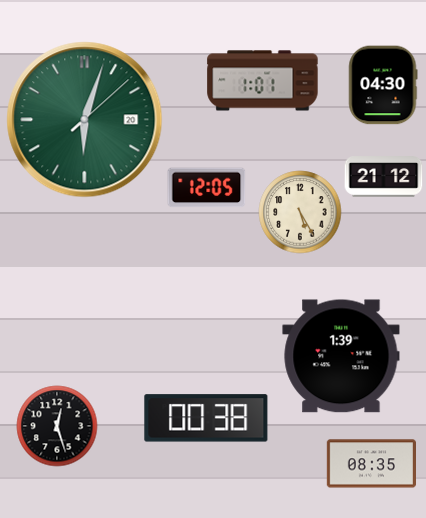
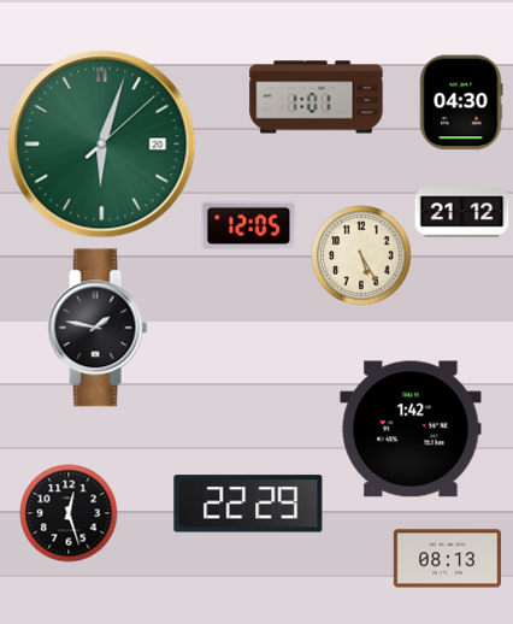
clock at (98, 328): none -> 1:47
clock at (341, 356): 1:39 -> 1:42
clock at (206, 418): 00:38 -> 22:29
clock at (371, 464): 08:35 -> 08:13
